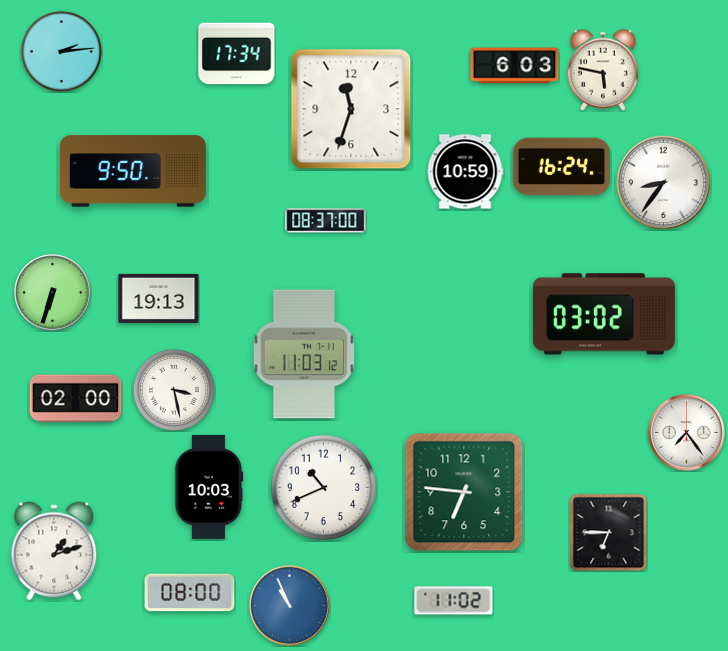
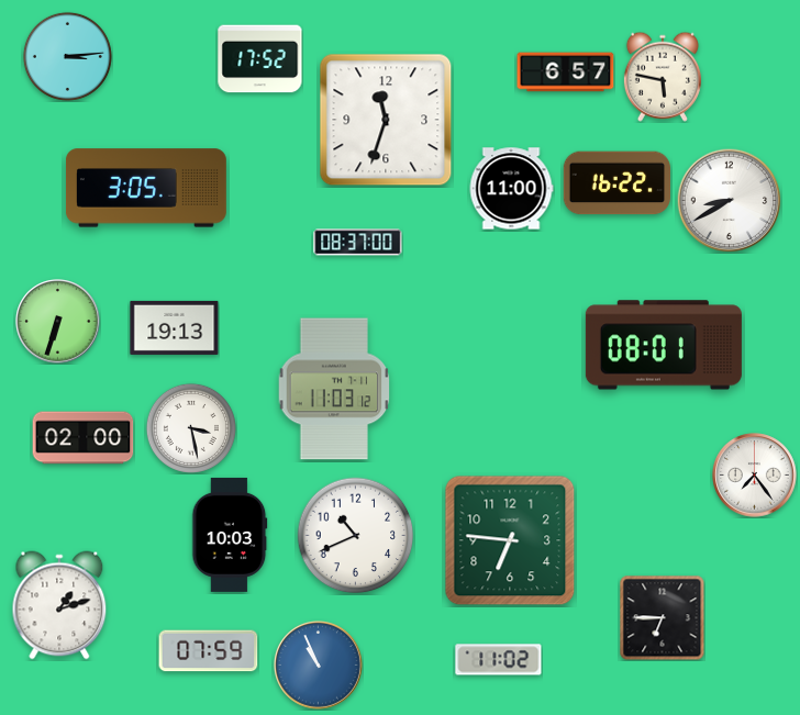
clock at (61, 51): 2:14 -> 3:14
clock at (237, 54): 17:34 -> 17:52
clock at (515, 66): 6:03 -> 6:57
clock at (561, 167): 16:24 -> 16:22
clock at (133, 171): 9:50 -> 3:05
clock at (465, 172): 10:59 -> 11:00
clock at (663, 182): 8:36 -> 8:40
clock at (604, 314): 03:02 -> 08:01
clock at (608, 532) position: (608, 532) -> (662, 617)
clock at (190, 593): 08:00 -> 07:59
